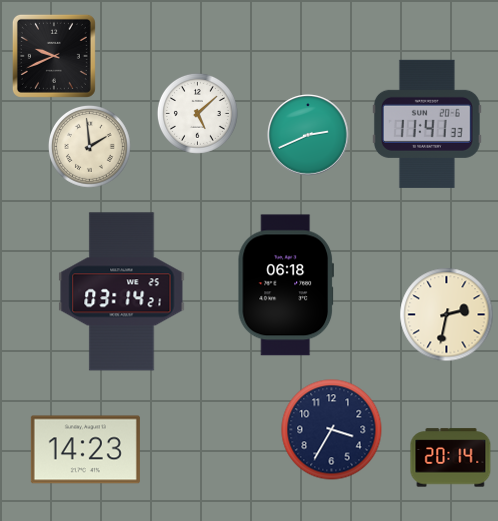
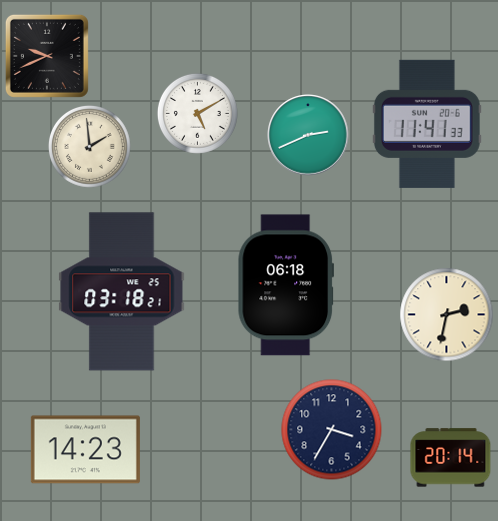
clock at (54, 56) position: (54, 56) -> (47, 56)
clock at (197, 113): 5:08 -> 5:10
clock at (122, 292): 03:14 -> 03:18
